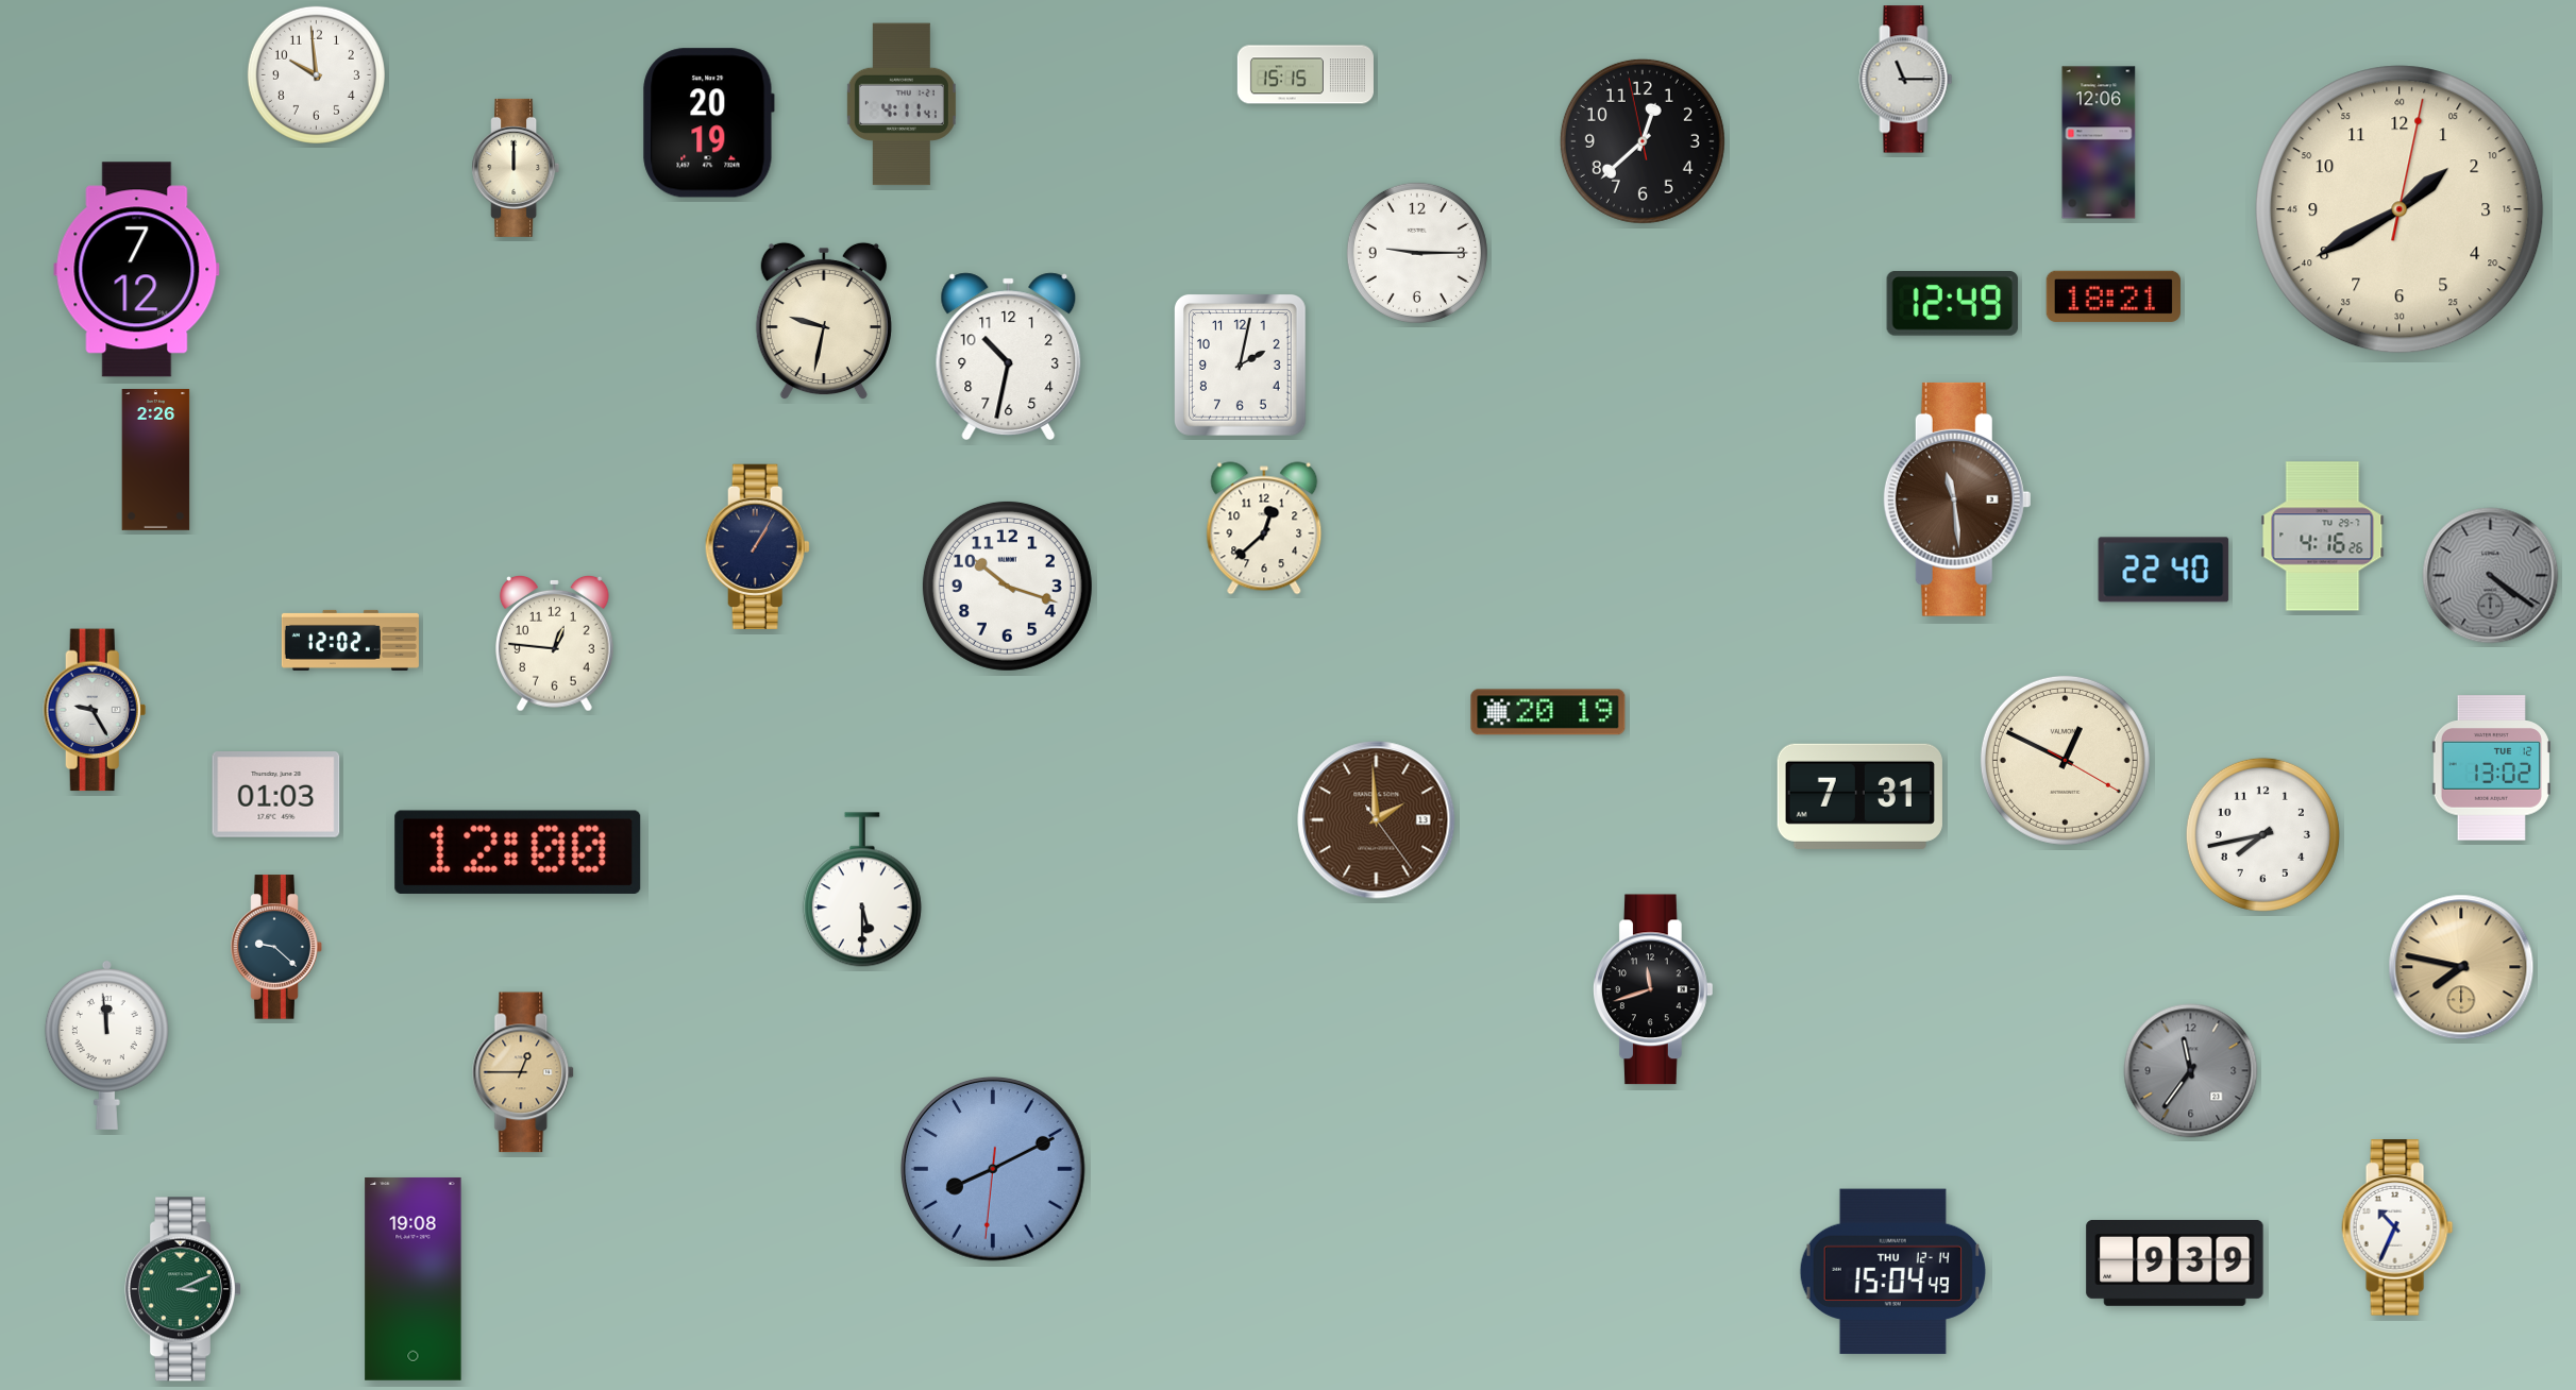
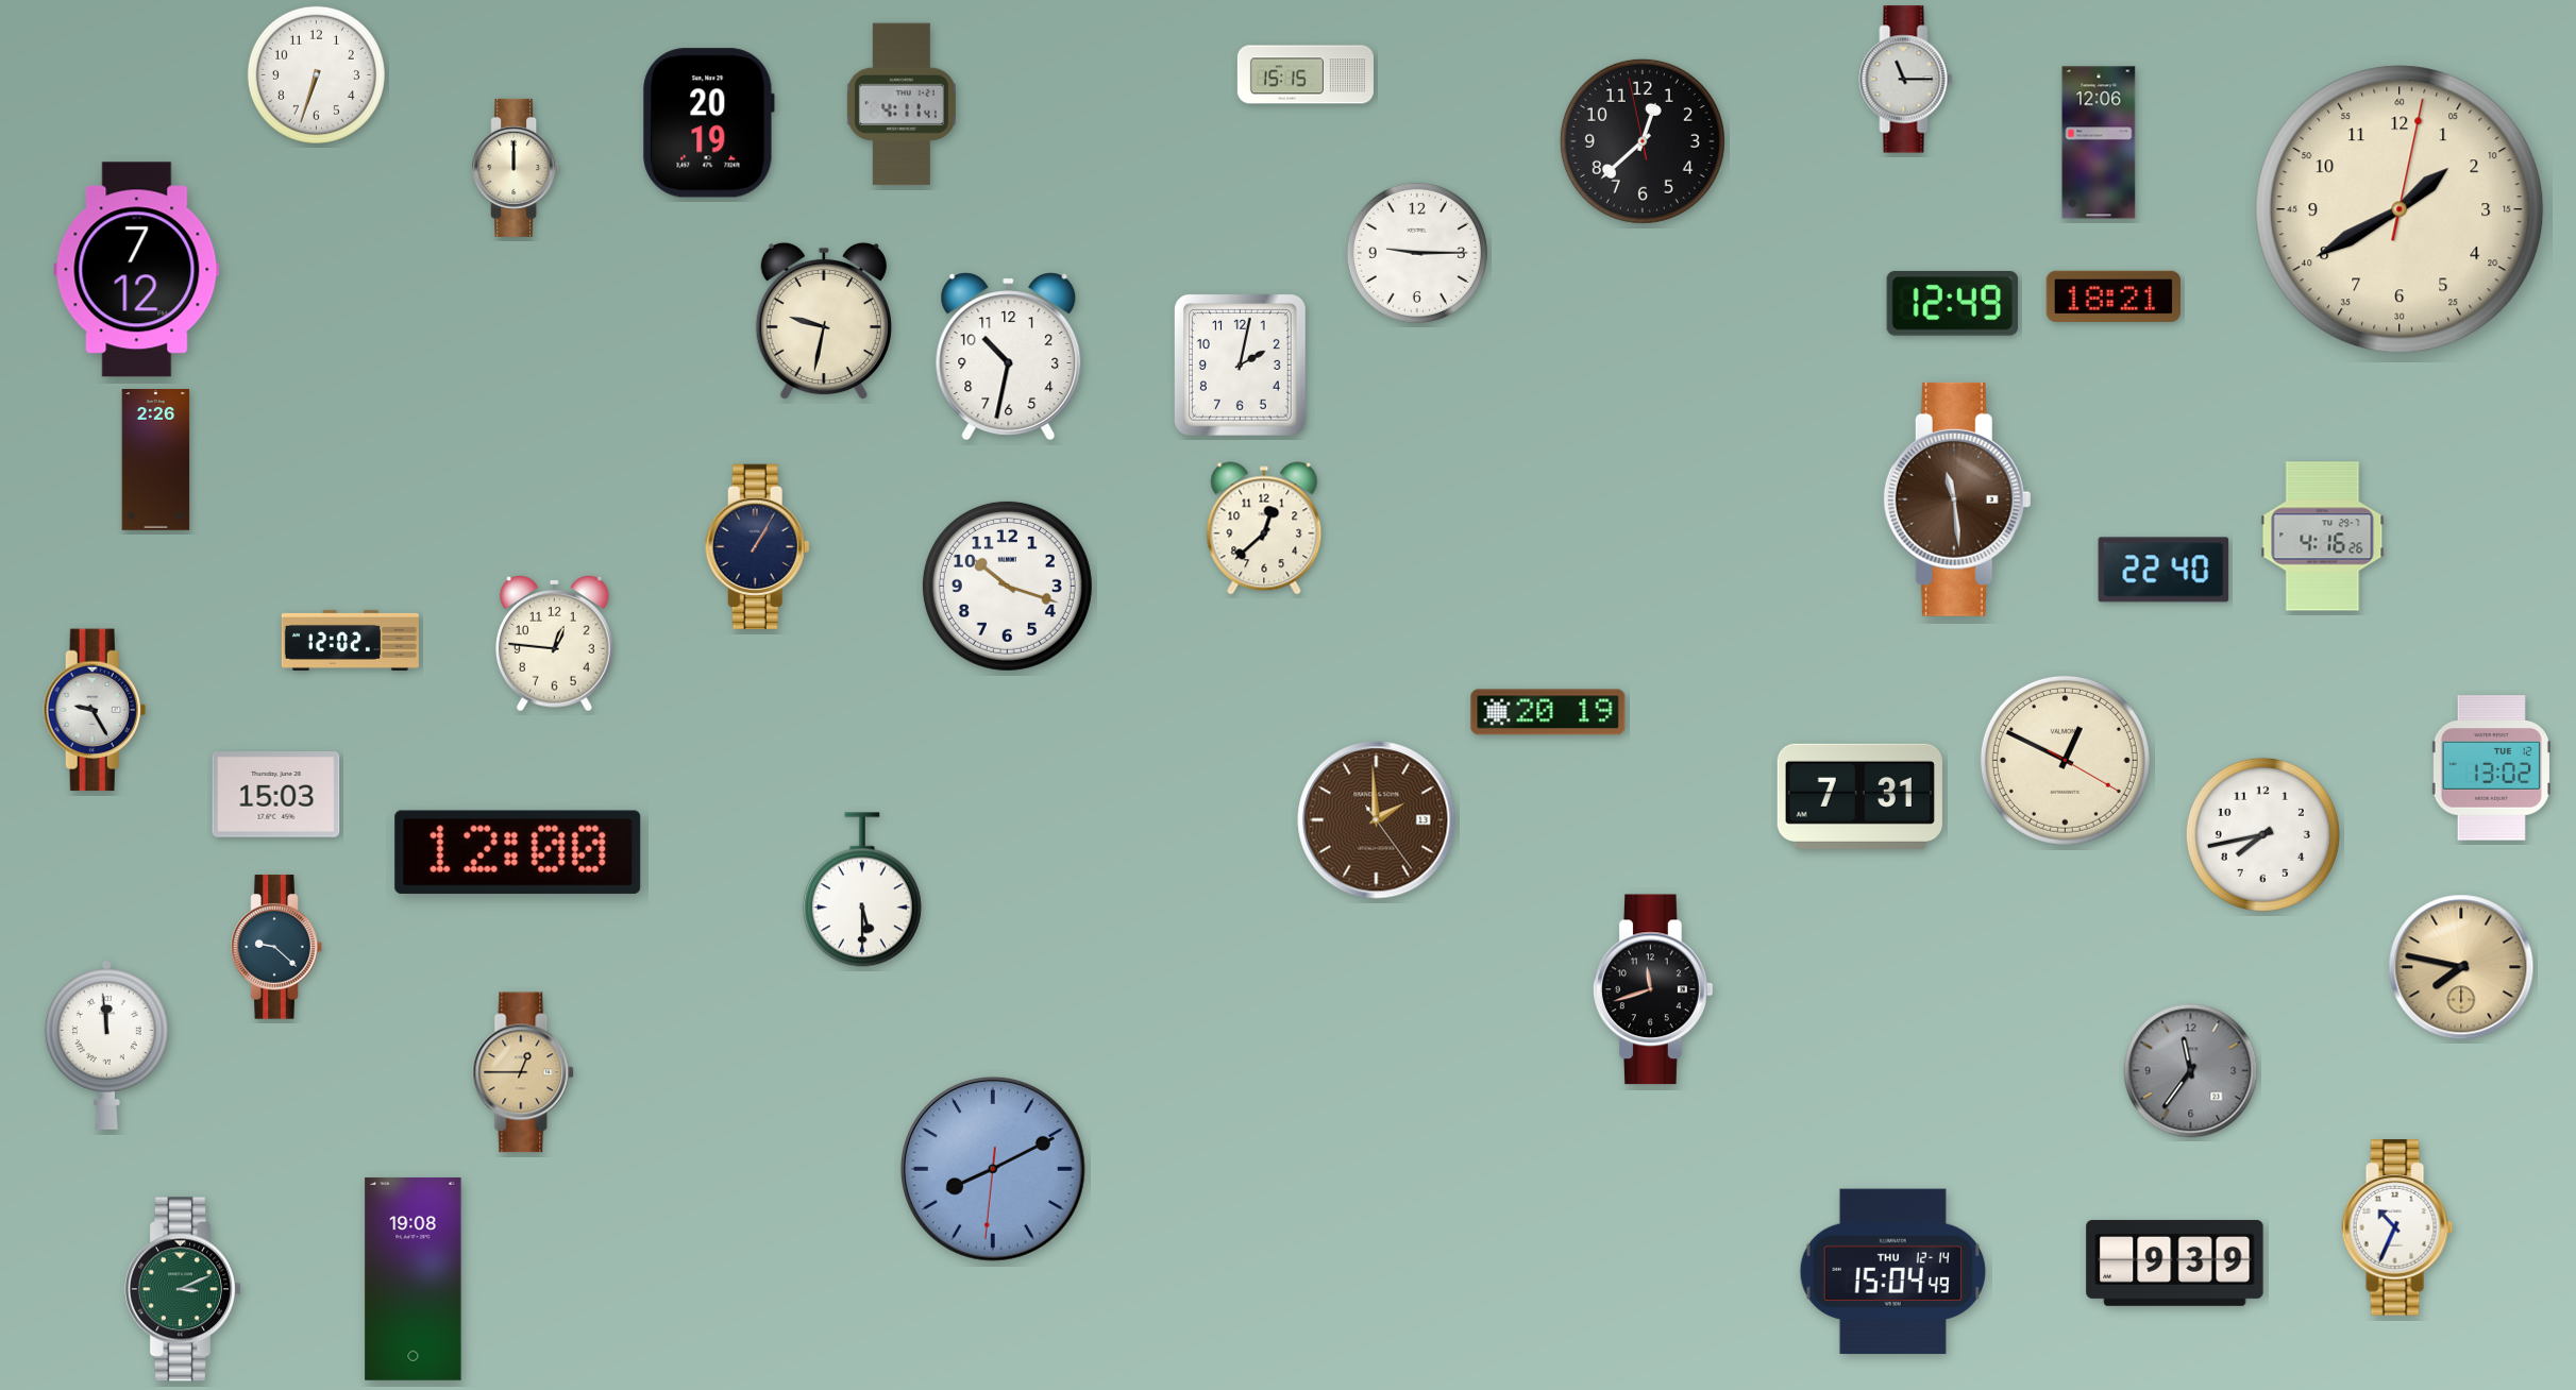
clock at (316, 74): 9:59 -> 6:33
clock at (2491, 576): 4:21 -> none
clock at (276, 795): 01:03 -> 15:03
